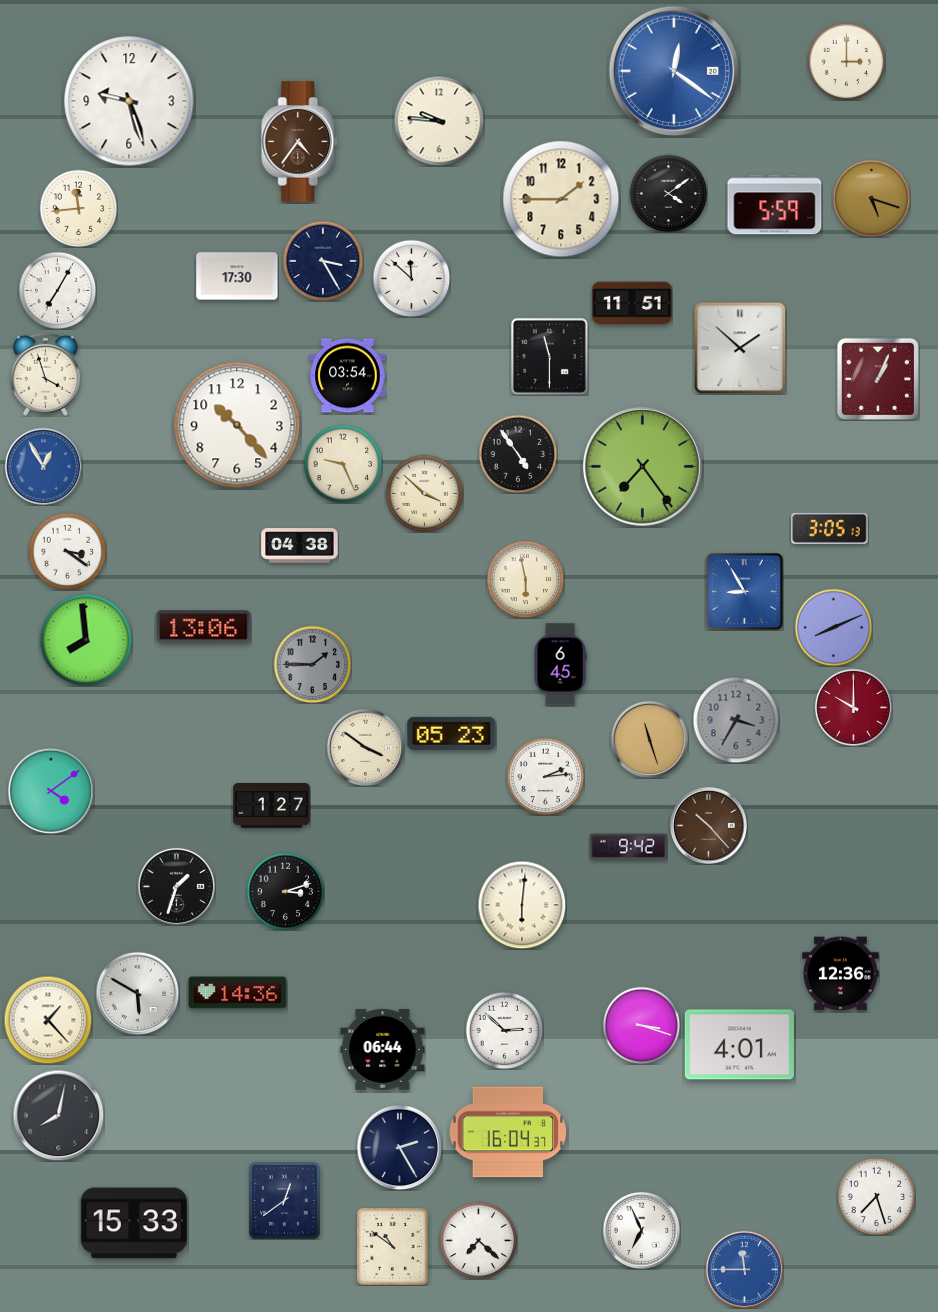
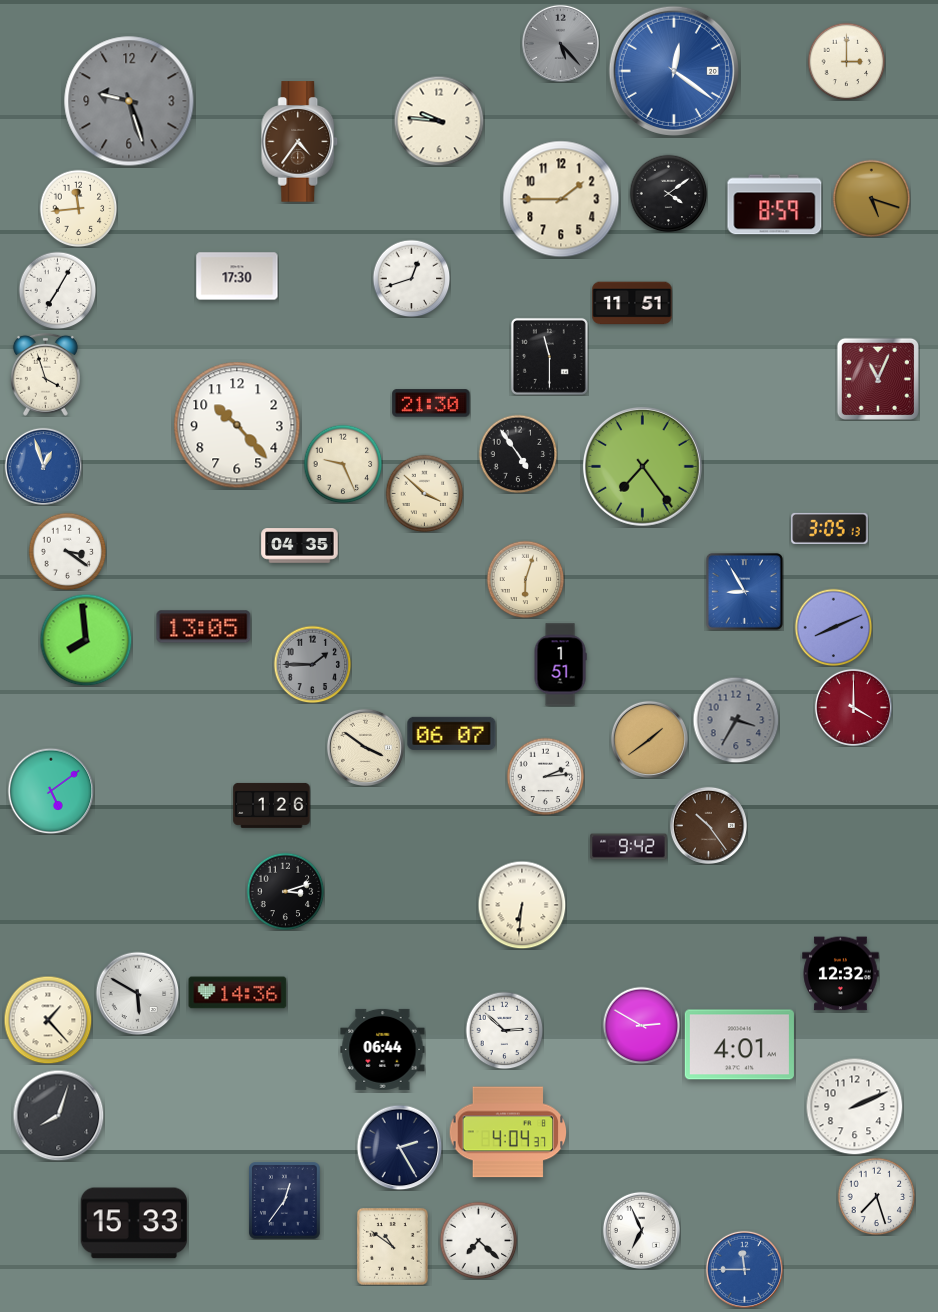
clock at (560, 43): none -> 5:23
clock at (129, 101) dial: white -> grey
clock at (775, 205): 5:59 -> 8:59
clock at (323, 261): 3:25 -> none
clock at (411, 278): 11:52 -> 12:42
clock at (740, 348): 1:52 -> none
clock at (348, 376): 03:54 -> none
clock at (878, 379): 1:04 -> 11:04
clock at (431, 403): none -> 21:30
clock at (43, 466): 12:55 -> 12:57
clock at (300, 546): 04:38 -> 04:35
clock at (525, 579): 5:58 -> 6:03
clock at (204, 627): 13:06 -> 13:05
clock at (560, 665): 6:45 -> 1:51
clock at (853, 707): 10:00 -> 4:00
clock at (452, 733): 05:23 -> 06:07
clock at (649, 739): 11:27 -> 1:39
clock at (51, 791): 4:09 -> 5:09
clock at (272, 805): 1:27 -> 1:26
clock at (708, 825): 10:23 -> 10:24
clock at (176, 886): 1:33 -> none
clock at (522, 905): 6:01 -> 6:31
clock at (841, 974): 12:36 -> 12:32
clock at (641, 1025): 3:18 -> 2:50
clock at (854, 1106): none -> 2:11
clock at (58, 1115): 8:02 -> 8:03
clock at (508, 1132): 16:04 -> 4:04
clock at (285, 1201): 12:39 -> 12:36
